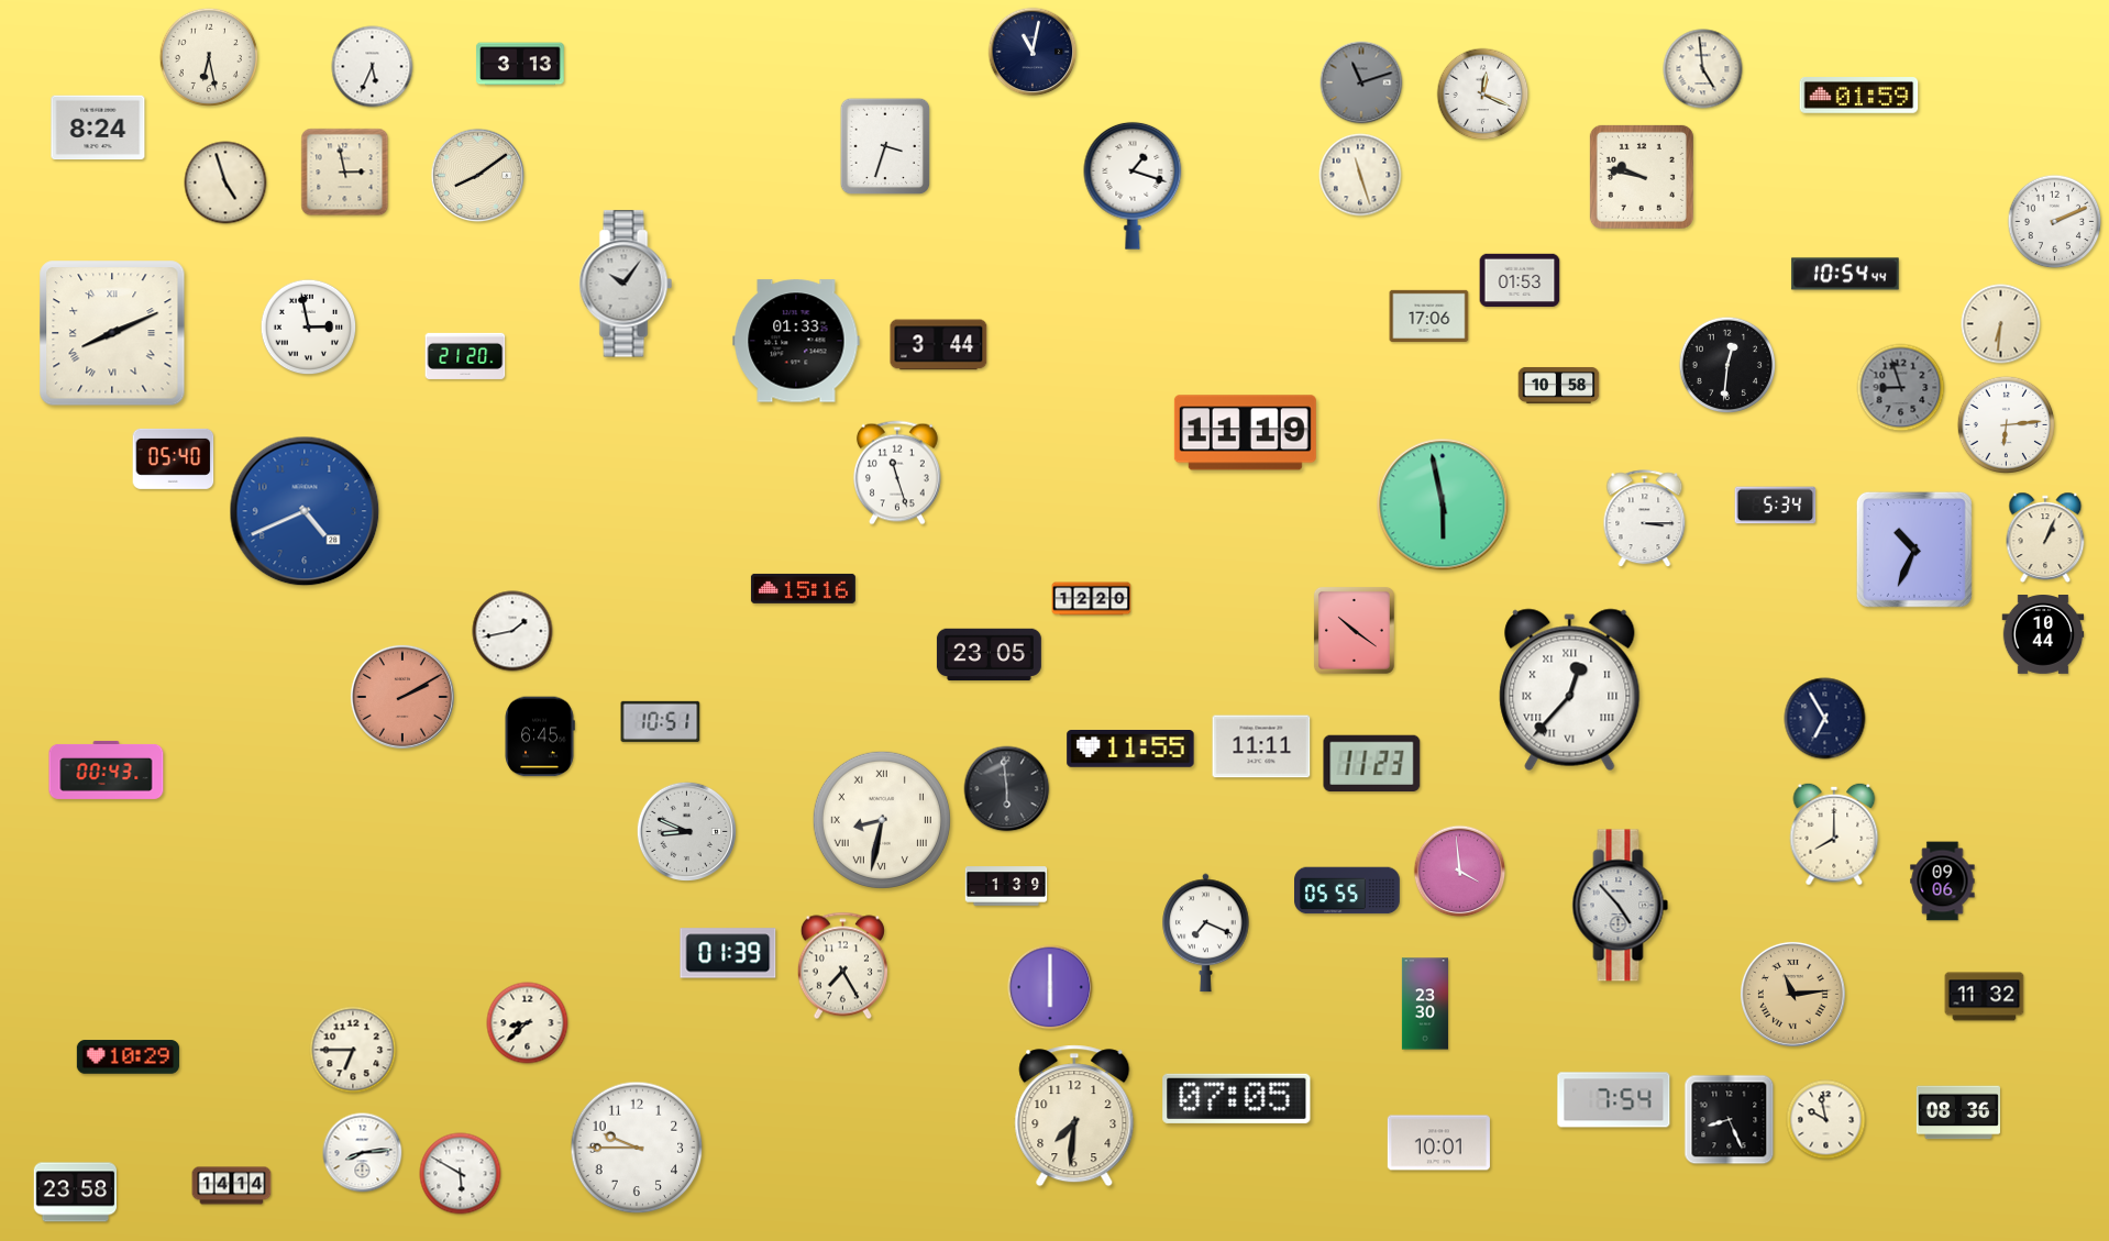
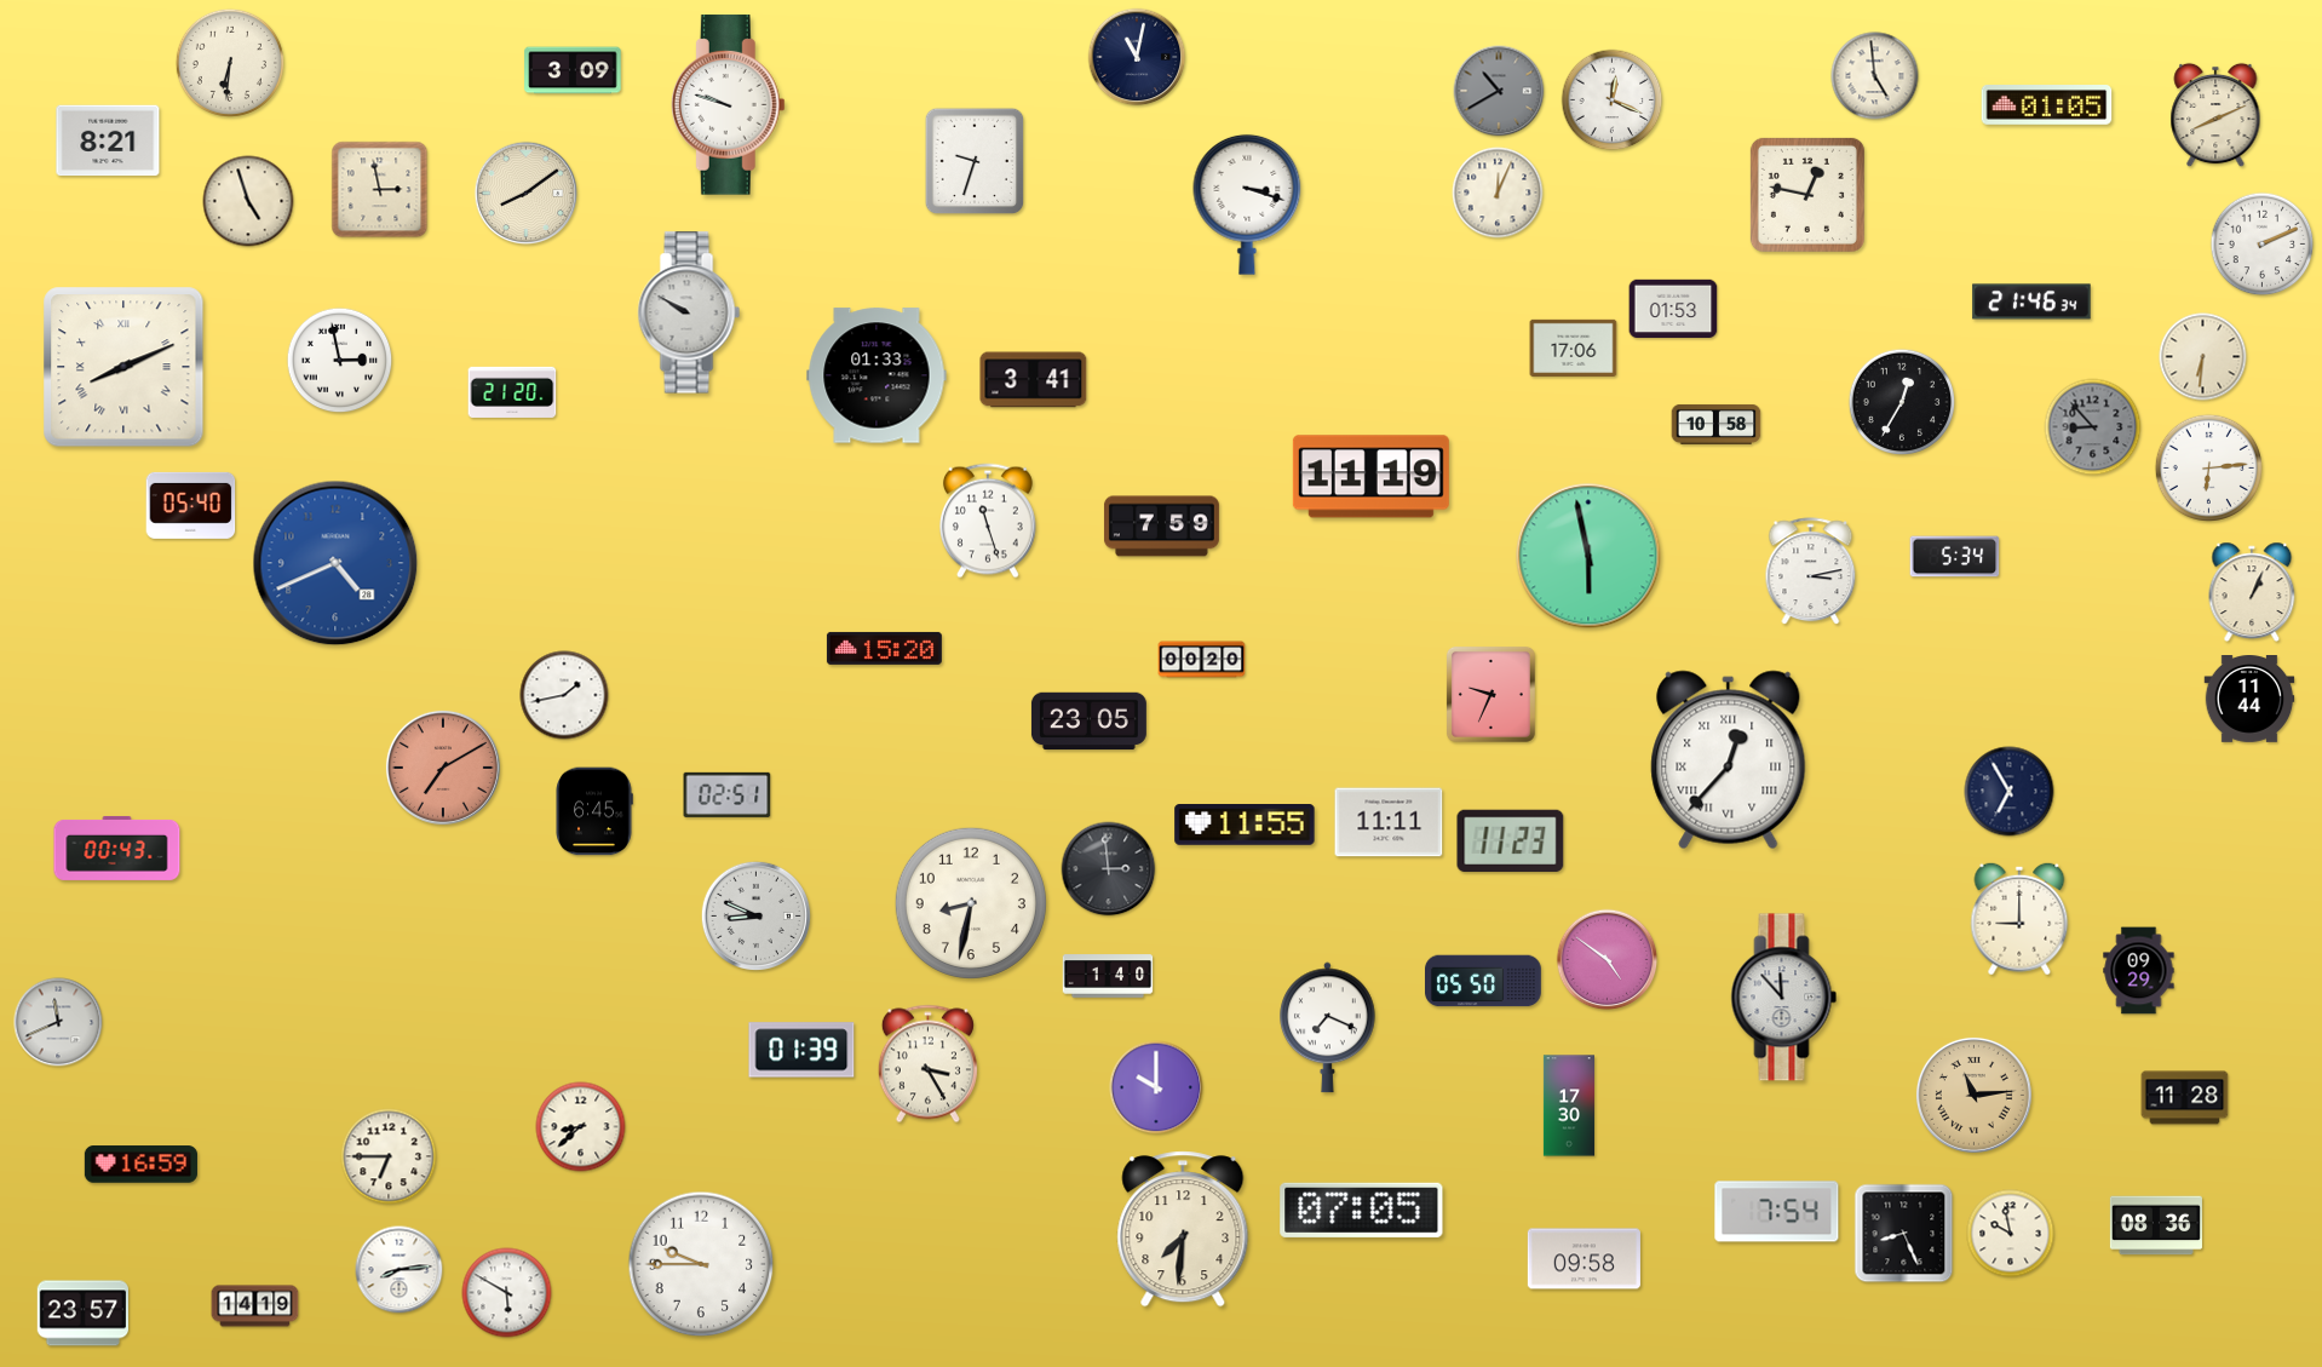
clock at (209, 57): 6:28 -> 6:31
clock at (520, 64): 3:13 -> 3:09
clock at (373, 67): 5:34 -> none
clock at (1361, 82): 11:12 -> 10:40
clock at (1483, 95) position: (1483, 95) -> (1613, 100)
clock at (728, 105): none -> 9:48
clock at (1859, 96): 01:59 -> 01:05
clock at (2215, 115): none -> 8:11
clock at (98, 128): 8:24 -> 8:21
clock at (885, 146): 3:33 -> 9:33
clock at (1360, 175): 11:27 -> 12:04
clock at (1642, 177): 9:47 -> 12:47
clock at (1133, 186): 1:18 -> 3:18
clock at (1845, 274): 10:54 -> 21:46
clock at (626, 284): 10:06 -> 9:50
clock at (939, 345): 3:44 -> 3:41
clock at (1727, 365): 12:31 -> 12:35
clock at (1901, 388): 8:57 -> 8:53
clock at (1161, 527): none -> 7:59
clock at (1645, 519): 3:15 -> 3:13
clock at (1914, 550): 10:34 -> none
clock at (803, 588): 15:16 -> 15:20
clock at (1092, 599): 12:20 -> 00:20
clock at (1354, 630): 10:21 -> 9:34
clock at (2043, 635): 10:44 -> 11:44
clock at (402, 697): 2:10 -> 7:10
clock at (661, 721): 10:51 -> 02:51
clock at (1007, 789): 5:59 -> 2:59
clock at (882, 820) numerals: Roman -> Arabic
clock at (1834, 834): 8:00 -> 9:00
clock at (1460, 872): 3:59 -> 4:51
clock at (1943, 882): 09:06 -> 09:29
clock at (1006, 886): 1:39 -> 1:40
clock at (1348, 890): 05:55 -> 05:50
clock at (1621, 906): 4:53 -> 11:53
clock at (58, 1022): none -> 11:41
clock at (842, 966): 7:25 -> 3:25
clock at (1050, 987): 6:00 -> 10:00
clock at (1985, 997): 11:32 -> 11:28
clock at (1425, 1004): 23:30 -> 17:30
clock at (128, 1057): 10:29 -> 16:59
clock at (1438, 1143): 10:01 -> 09:58
clock at (232, 1186): 14:14 -> 14:19
clock at (75, 1193): 23:58 -> 23:57
